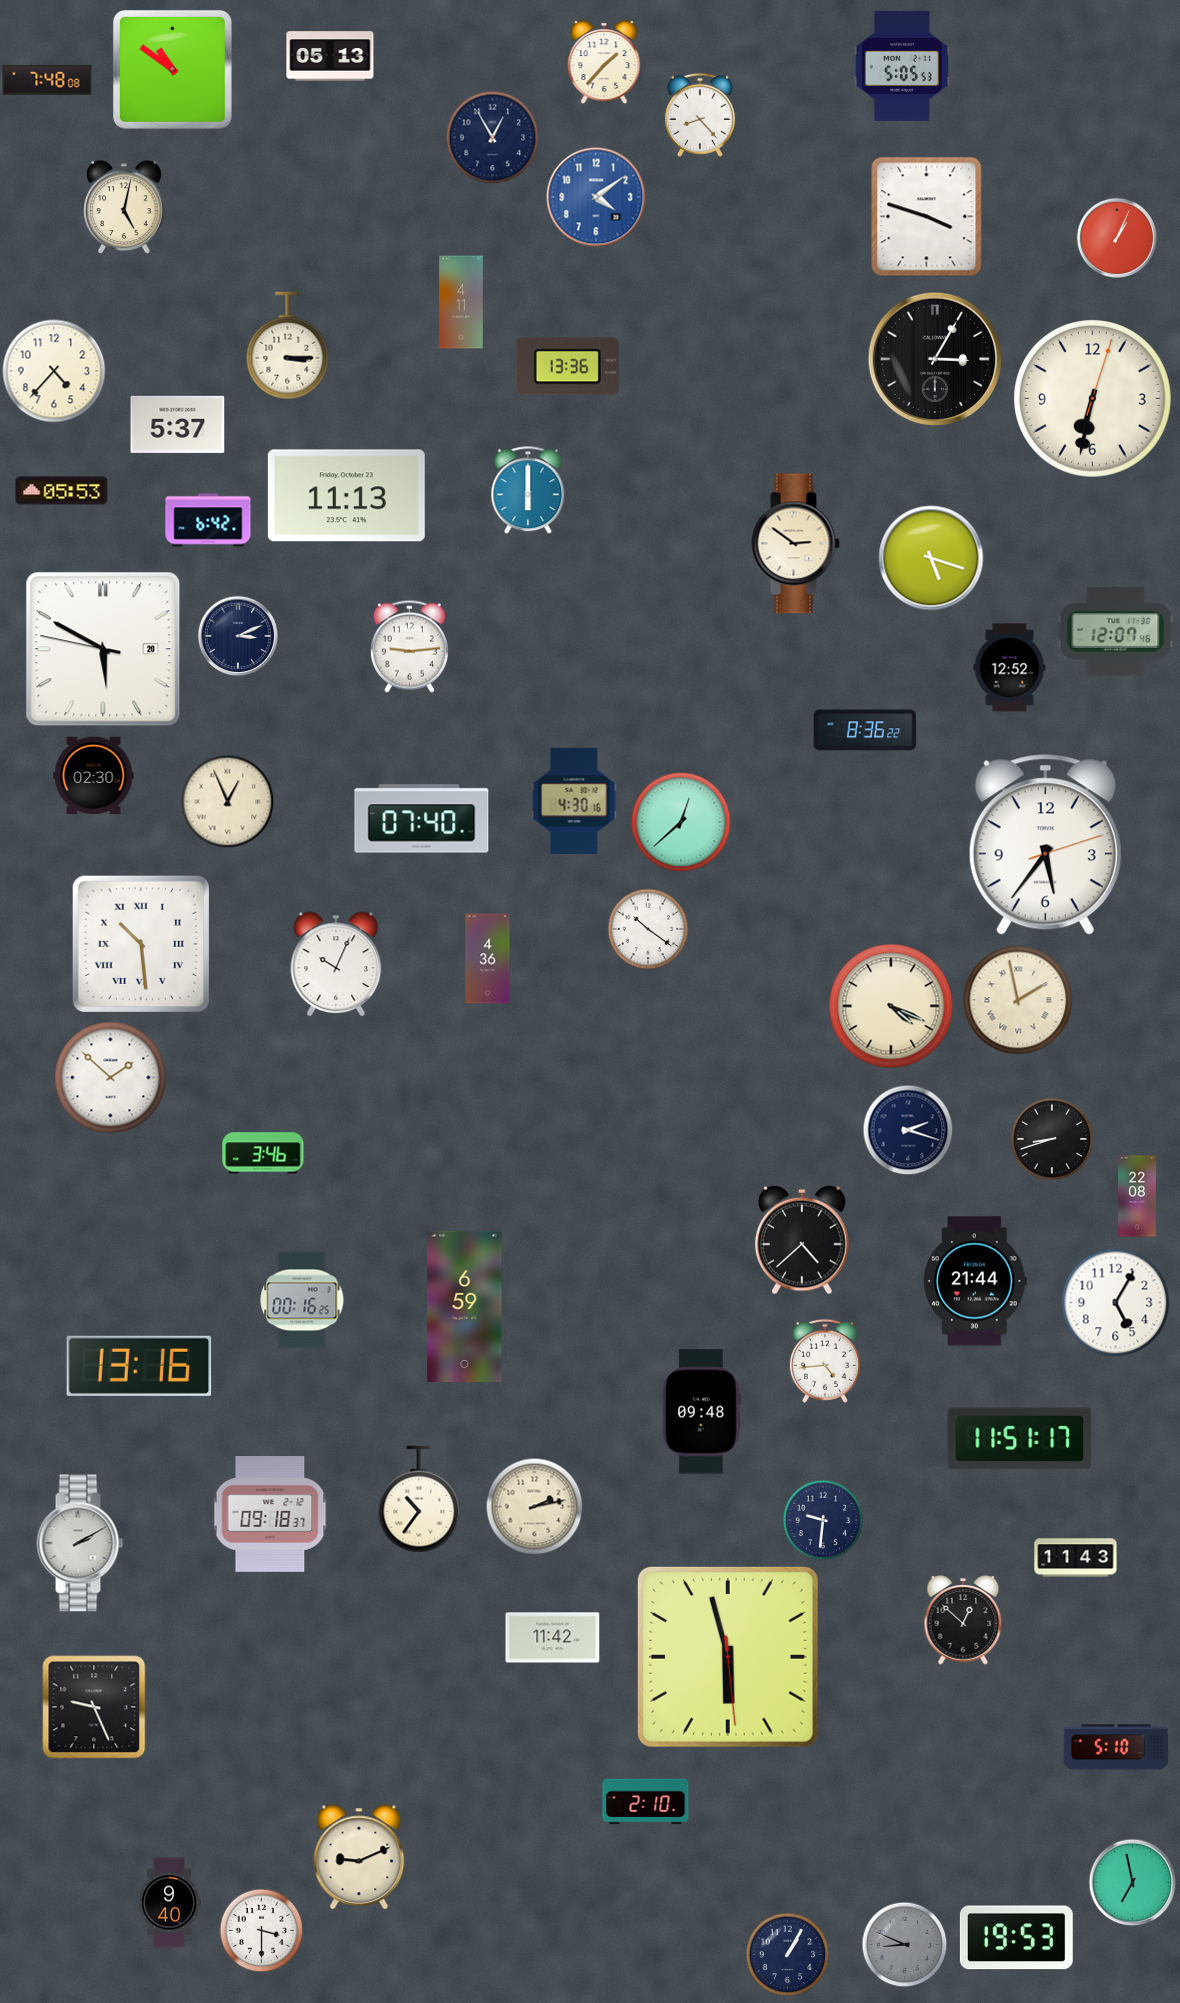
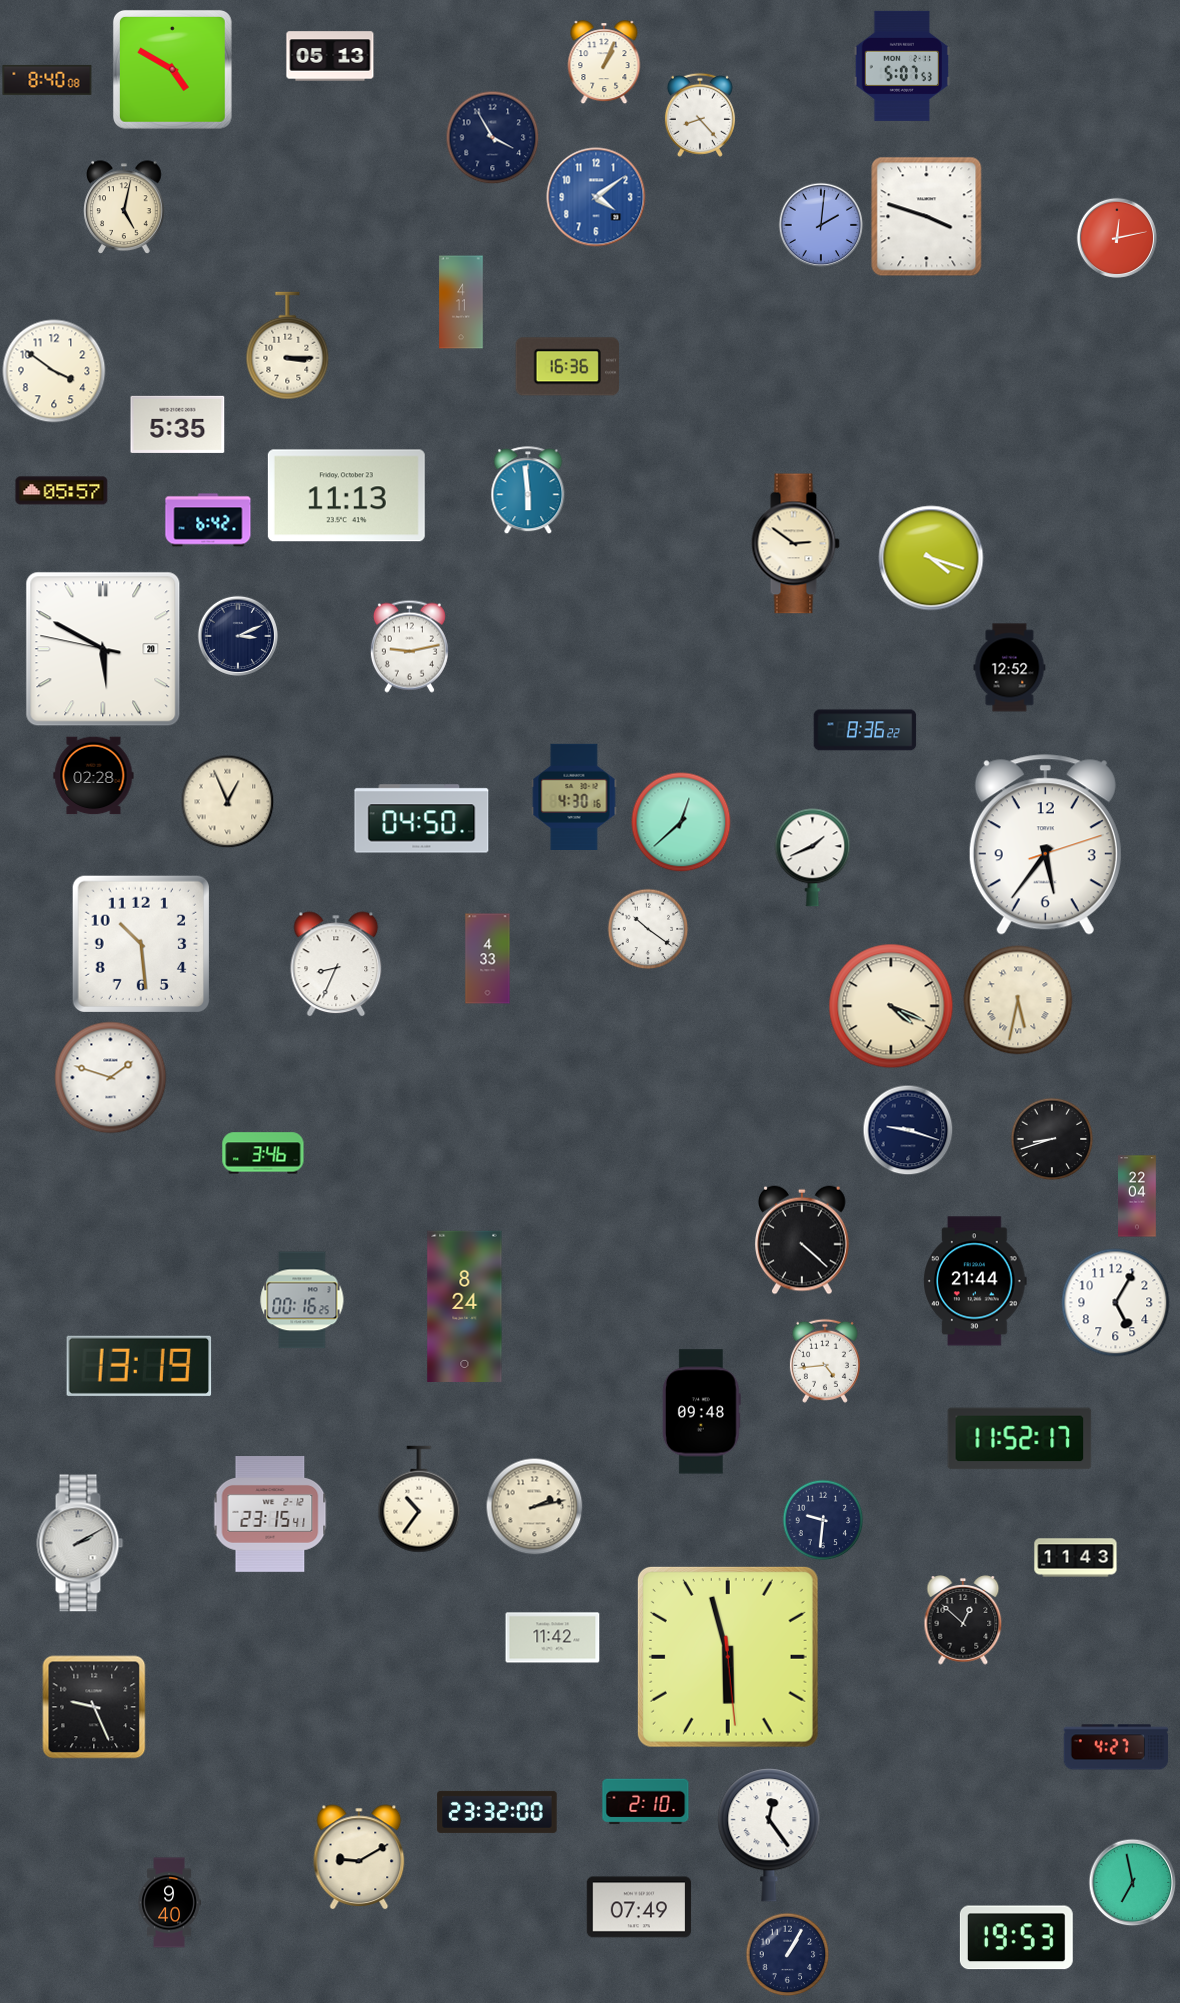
clock at (604, 62): 1:37 -> 1:04
clock at (901, 66): 5:05 -> 5:07
clock at (172, 69): 10:51 -> 4:50
clock at (47, 80): 7:48 -> 8:40
clock at (492, 137): 12:55 -> 3:55
clock at (821, 225): none -> 2:01
clock at (1117, 238): 1:04 -> 12:13
clock at (935, 359): 3:05 -> none
clock at (567, 367): 13:36 -> 16:36
clock at (54, 371): 4:37 -> 3:51
clock at (1093, 399): 6:32 -> none
clock at (178, 424): 5:37 -> 5:35
clock at (528, 490): 6:00 -> 5:59
clock at (62, 491): 05:53 -> 05:57
clock at (931, 558): 5:18 -> 4:18
clock at (1116, 632): 12:07 -> none
clock at (409, 646): 9:14 -> 9:13
clock at (94, 776): 02:30 -> 02:28
clock at (574, 800) position: (574, 800) -> (574, 796)
clock at (422, 819): 07:40 -> 04:50
clock at (813, 858): none -> 1:41
clock at (141, 944) numerals: Roman -> Arabic
clock at (488, 959): 4:36 -> 4:33
clock at (336, 964): 10:04 -> 8:34
clock at (1018, 1000): 1:58 -> 5:32
clock at (111, 1078): 1:52 -> 1:48
clock at (908, 1130): 2:18 -> 9:18
clock at (1137, 1196): 22:08 -> 22:04
clock at (803, 1240): 4:38 -> 4:22
clock at (465, 1306): 6:59 -> 8:24
clock at (139, 1366): 13:16 -> 13:19
clock at (1020, 1439): 11:51 -> 11:52
clock at (270, 1515): 09:18 -> 23:15
clock at (1116, 1747): 5:10 -> 4:27
clock at (497, 1812): none -> 23:32
clock at (769, 1835): none -> 12:24
clock at (359, 1857): 9:11 -> 9:10
clock at (639, 1907): none -> 07:49
clock at (261, 1930): 3:30 -> none
clock at (904, 1944): 8:49 -> none
